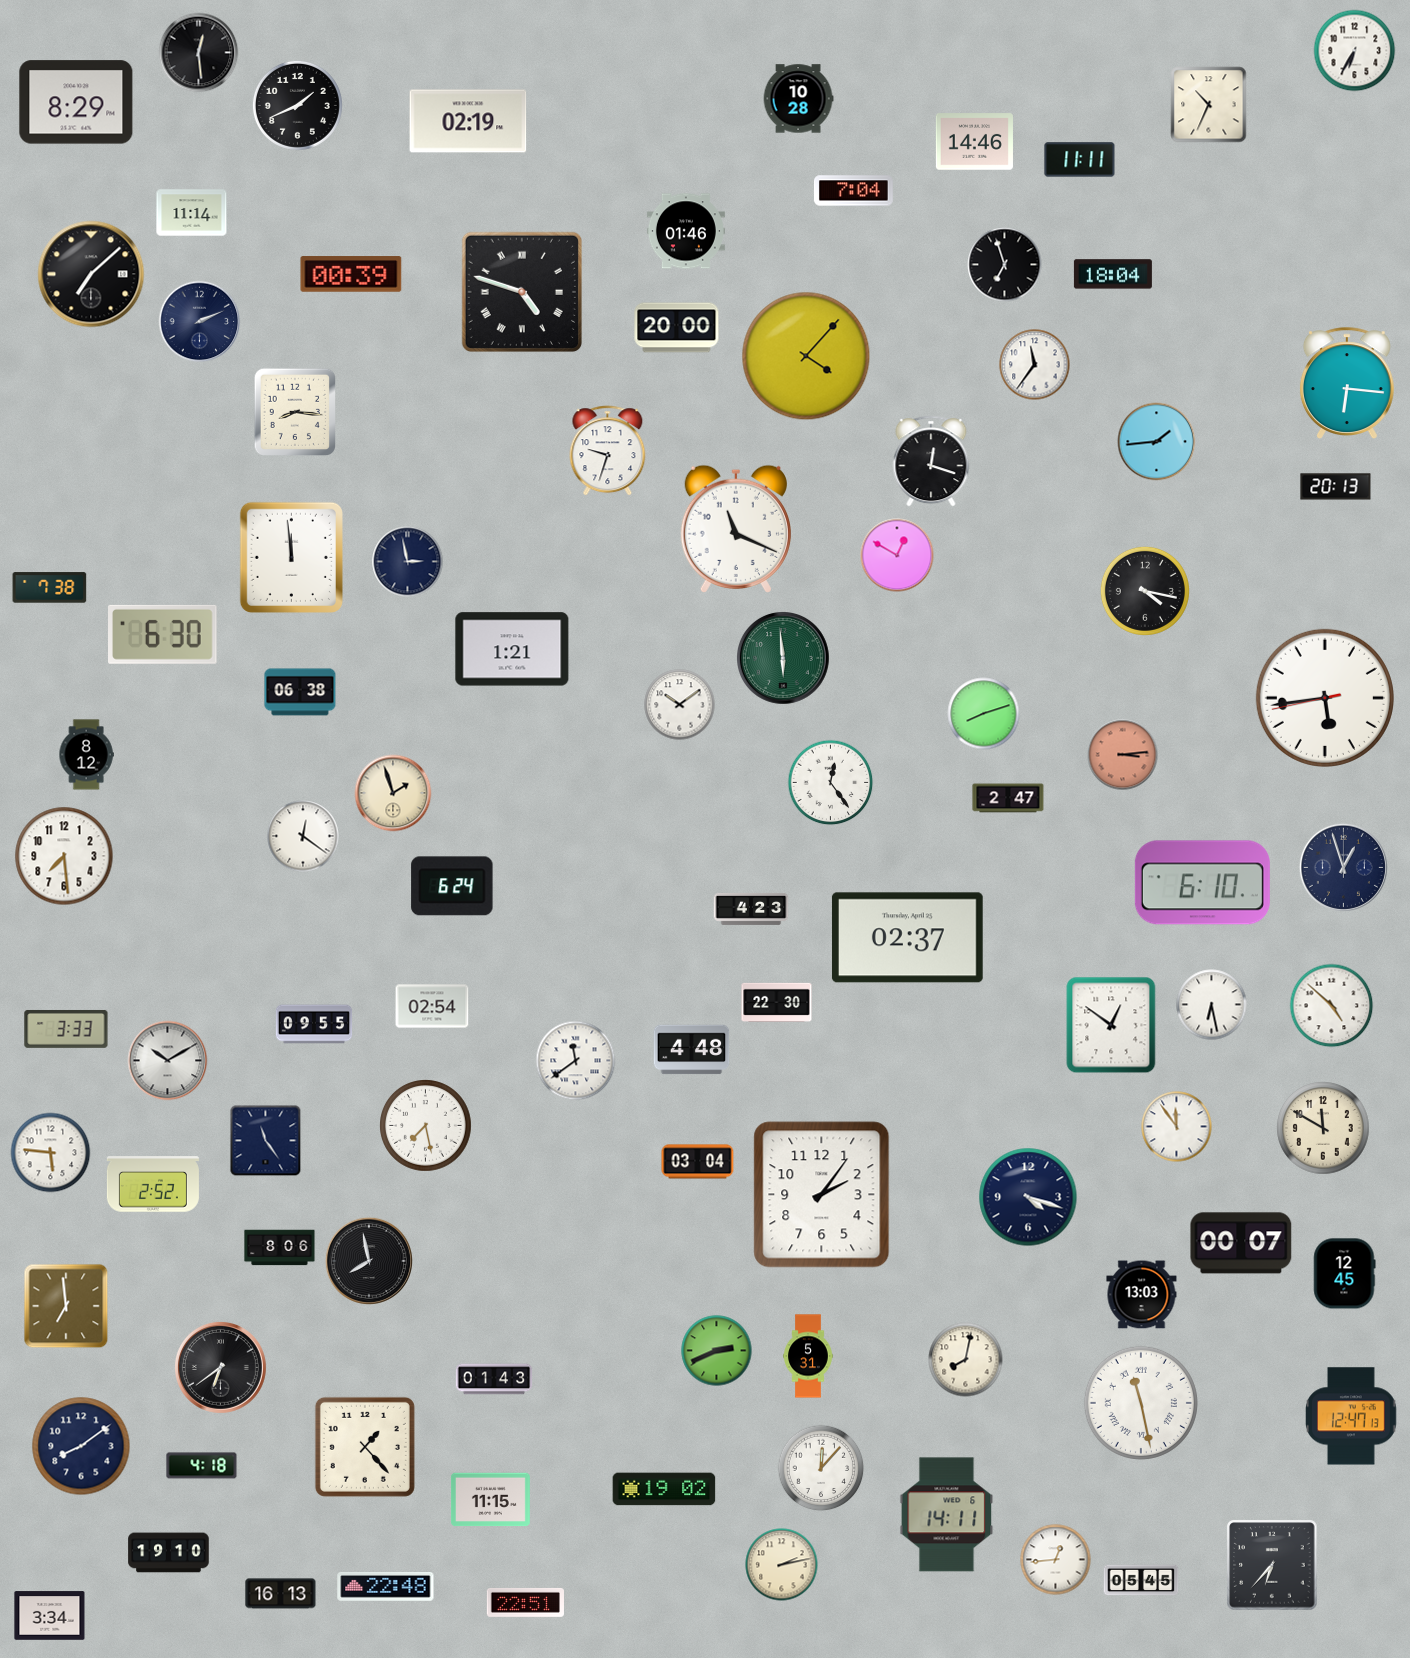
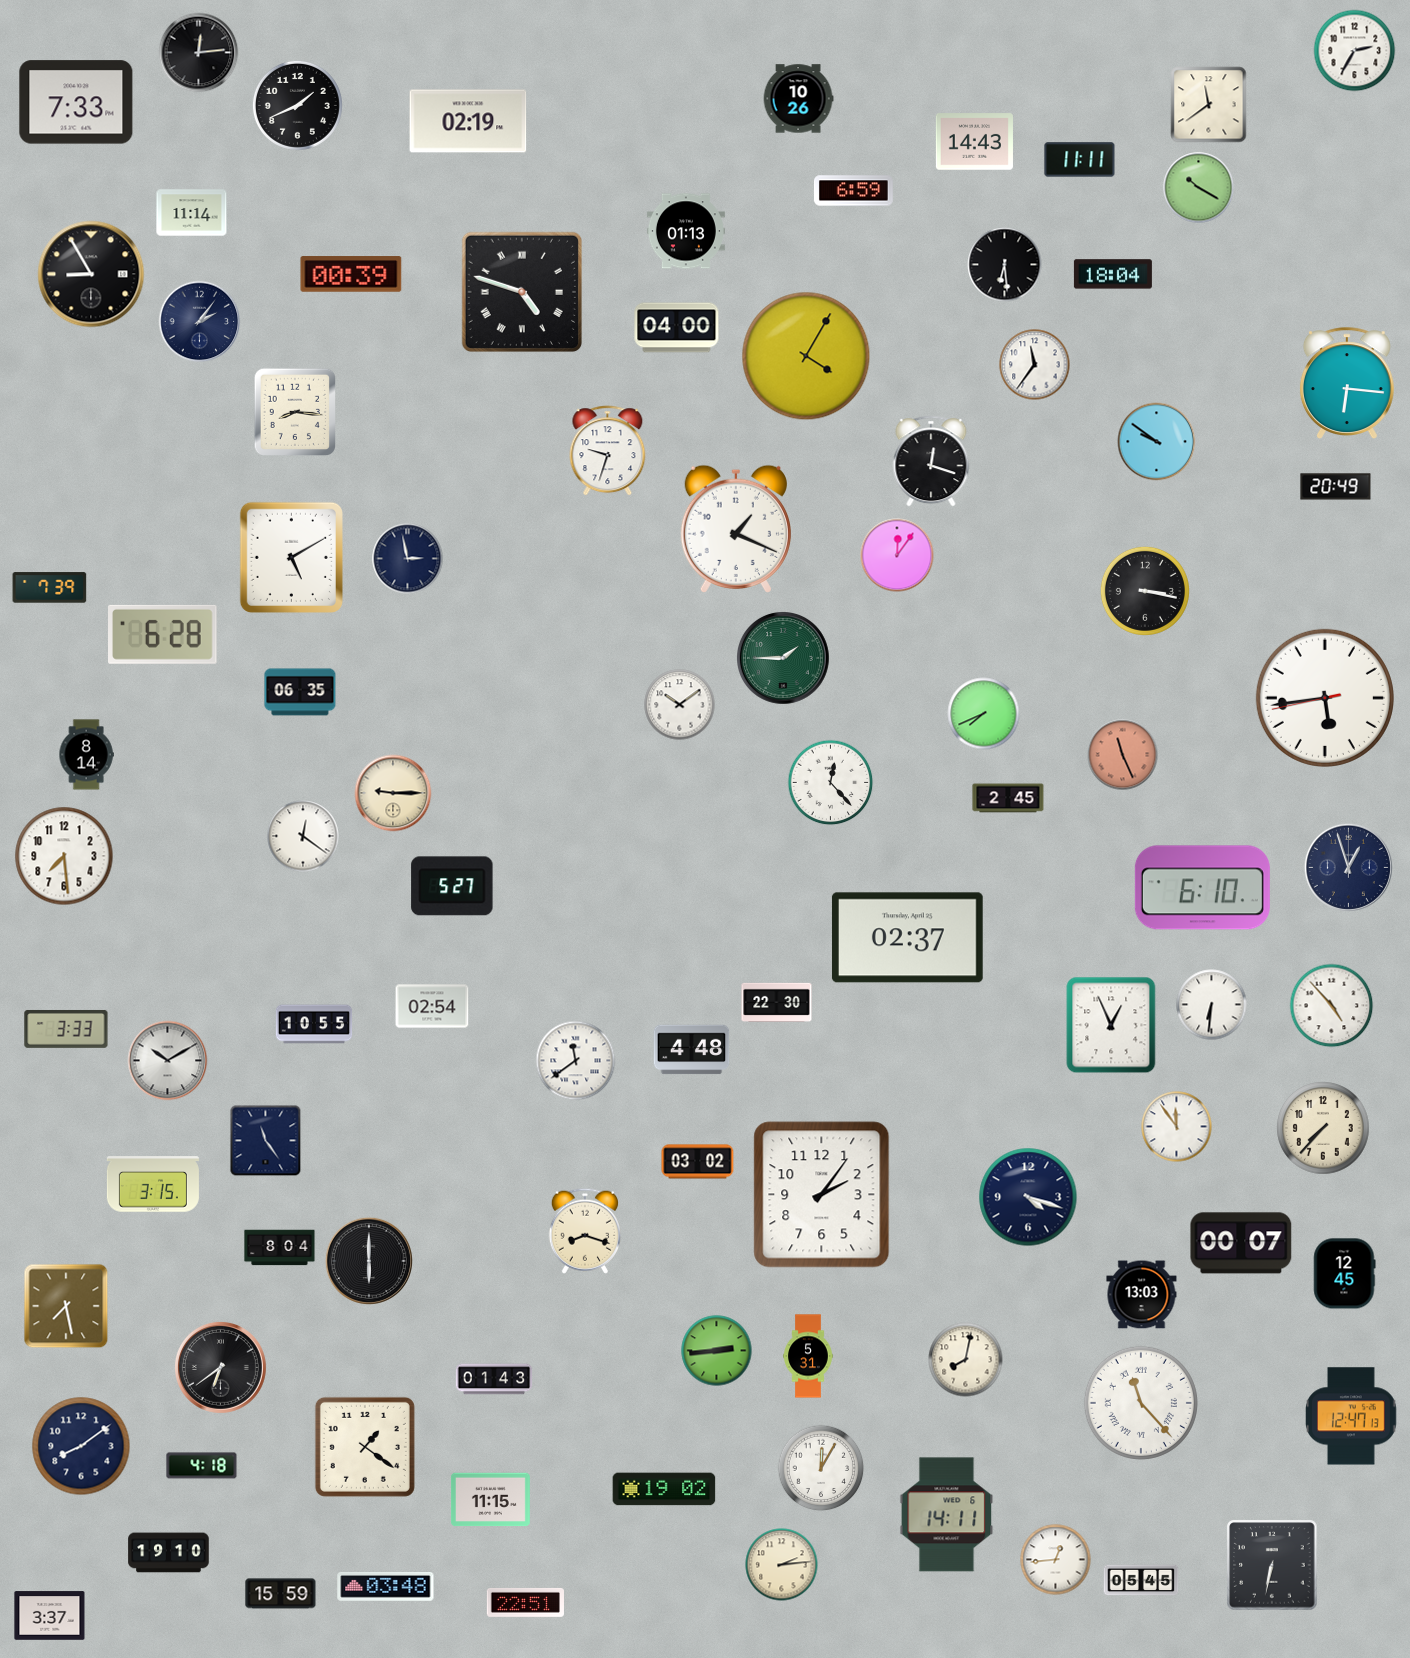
clock at (1355, 51): 6:35 -> 2:35
clock at (199, 53): 12:29 -> 12:14
clock at (798, 99): 10:28 -> 10:26
clock at (76, 102): 8:29 -> 7:33
clock at (1209, 105): 10:34 -> 11:39
clock at (974, 142): 14:46 -> 14:43
clock at (1199, 188): none -> 10:20
clock at (853, 191): 7:04 -> 6:59
clock at (686, 231): 01:46 -> 01:13
clock at (1005, 265): 6:57 -> 6:29
clock at (91, 274): 7:08 -> 8:55
clock at (200, 322): 2:11 -> 2:06
clock at (677, 328): 20:00 -> 04:00
clock at (806, 356): 4:07 -> 4:05
clock at (1157, 442): 1:44 -> 9:51
clock at (1336, 487): 20:13 -> 20:49
clock at (736, 529): 11:19 -> 1:19
clock at (897, 555): 12:50 -> 12:06
clock at (291, 557): 11:59 -> 5:10
clock at (408, 562) position: (408, 562) -> (408, 559)
clock at (50, 588): 7:38 -> 7:39
clock at (1145, 591): 4:17 -> 3:17
clock at (163, 634): 6:30 -> 6:28
clock at (512, 649): 1:21 -> none
clock at (784, 659): 5:59 -> 1:45
clock at (300, 692): 06:38 -> 06:35
clock at (984, 714): 8:12 -> 7:41
clock at (86, 755): 8:12 -> 8:14
clock at (1123, 755): 3:14 -> 11:26
clock at (831, 783): 12:24 -> 12:23
clock at (393, 793): 1:57 -> 9:15
clock at (1008, 798): 2:47 -> 2:45
clock at (1343, 867) position: (1343, 867) -> (1348, 867)
clock at (1202, 883) position: (1202, 883) -> (1202, 888)
clock at (452, 886): 6:24 -> 5:27
clock at (751, 909): 4:23 -> none
clock at (1212, 1005): 6:28 -> 6:31
clock at (1332, 1006): 4:52 -> 4:53
clock at (314, 1024): 09:55 -> 10:55
clock at (1111, 1025): 12:51 -> 12:56
clock at (426, 1126): 7:28 -> none
clock at (1323, 1128): 11:50 -> 7:37
clock at (51, 1153): 5:46 -> none
clock at (698, 1162): 03:04 -> 03:02
clock at (153, 1184): 2:52 -> 3:15
clock at (585, 1231): none -> 8:18
clock at (280, 1248): 8:06 -> 8:04
clock at (369, 1261): 7:58 -> 6:00
clock at (66, 1306): 6:59 -> 7:28
clock at (717, 1351): 2:41 -> 2:44
clock at (1141, 1403): 11:28 -> 11:23
clock at (365, 1447): 1:23 -> 1:21
clock at (821, 1468): 12:07 -> 12:05
clock at (782, 1565): 2:13 -> 2:14
clock at (1272, 1565): 6:37 -> 6:32
clock at (386, 1587): 22:48 -> 03:48
clock at (281, 1594): 16:13 -> 15:59
clock at (50, 1616): 3:34 -> 3:37
